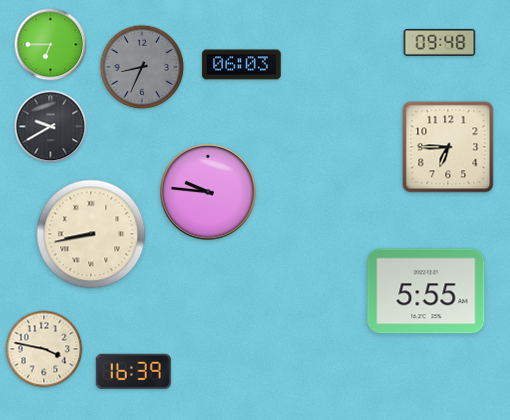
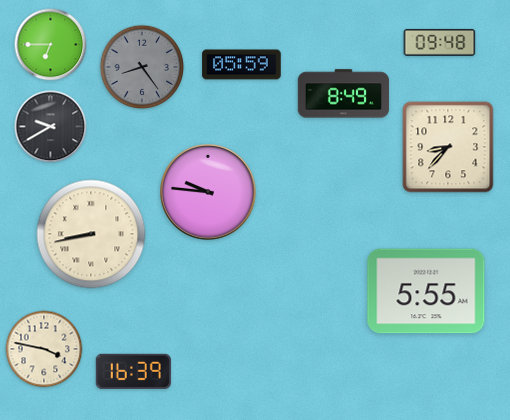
clock at (242, 65): 06:03 -> 05:59
clock at (142, 67): 8:34 -> 8:24
clock at (343, 94): none -> 8:49
clock at (448, 147): 6:45 -> 8:37
